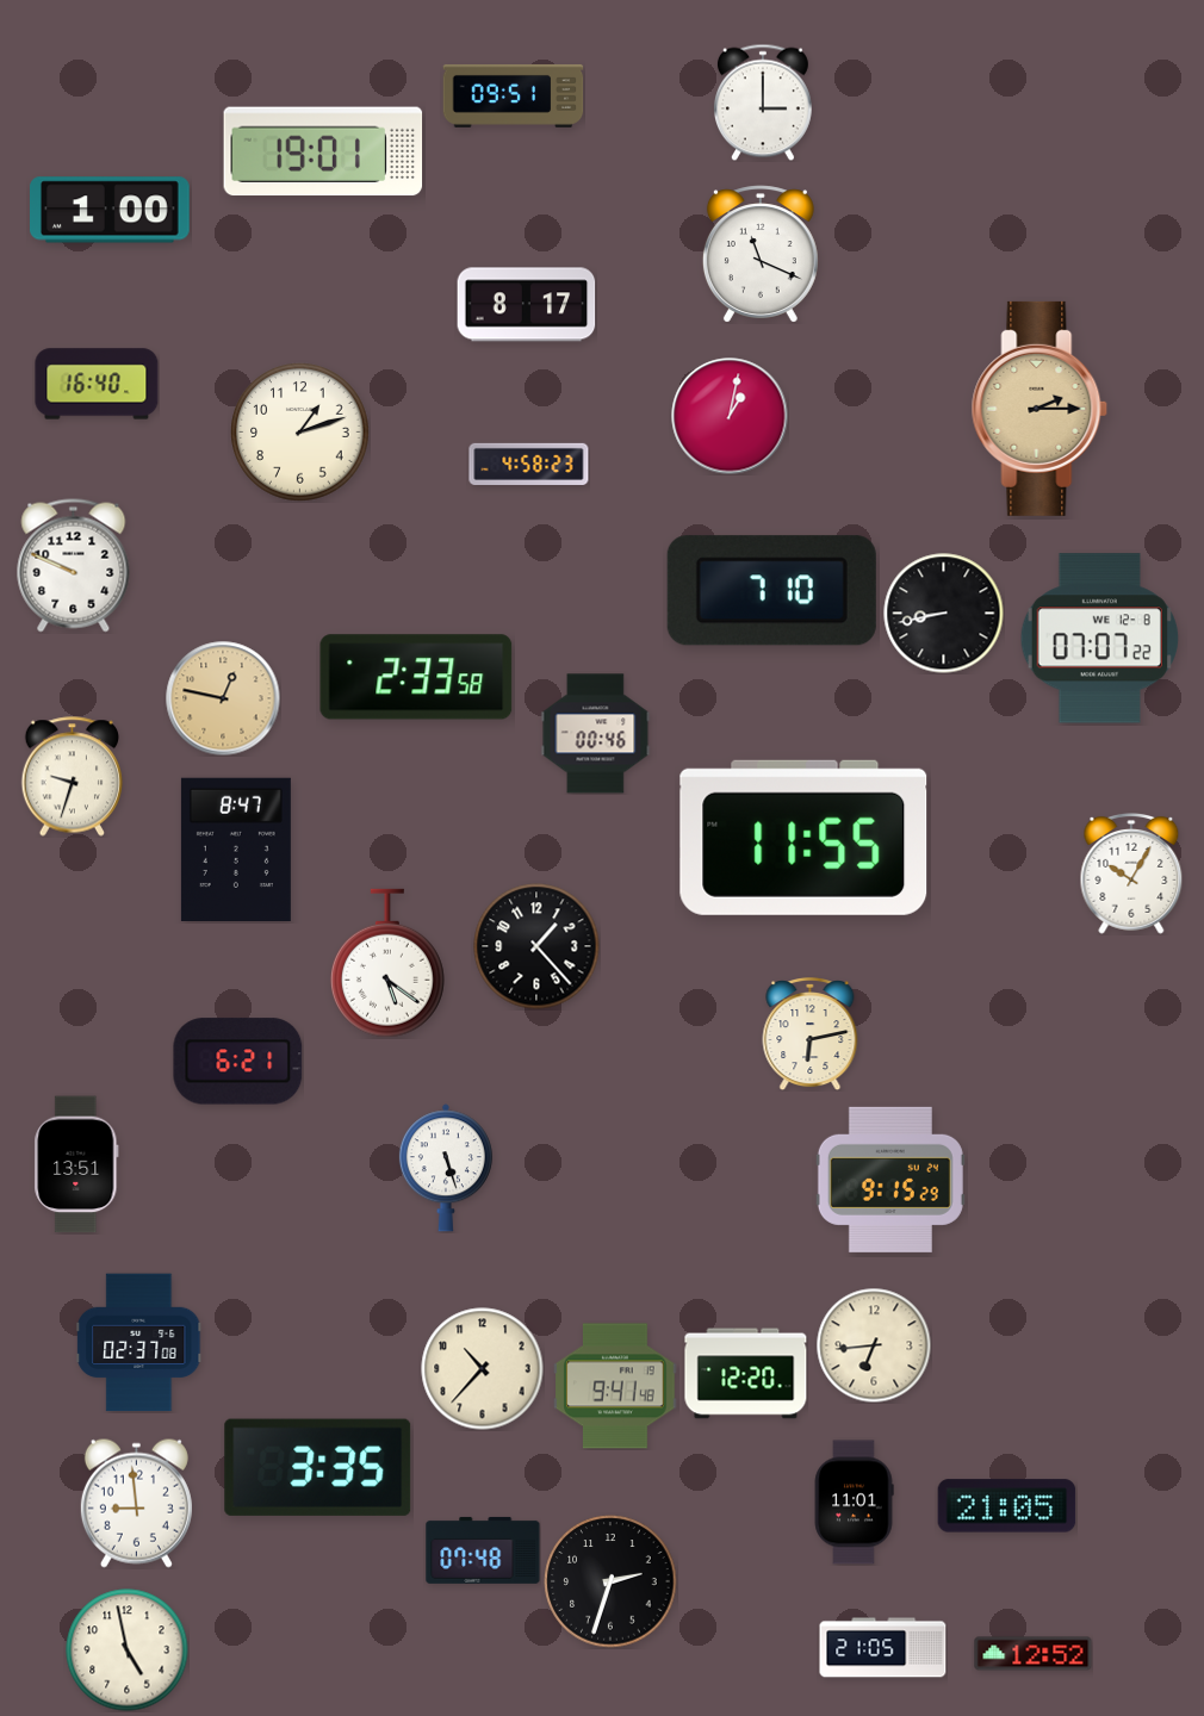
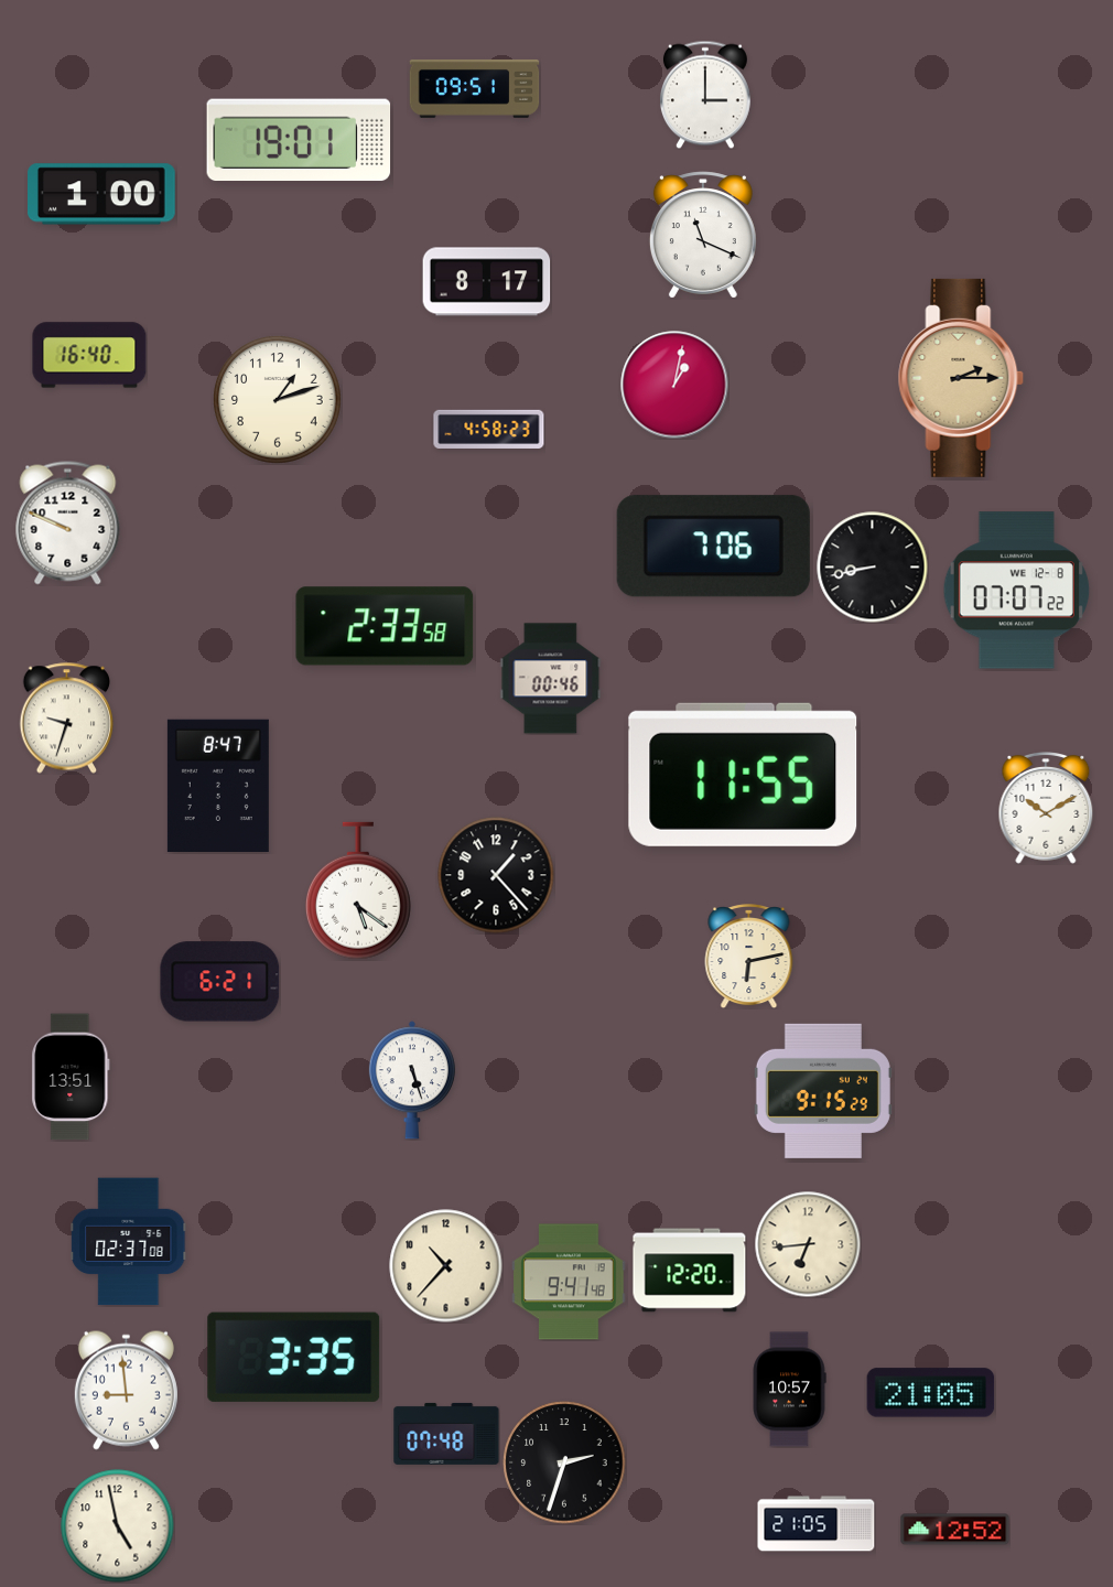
clock at (771, 591): 7:10 -> 7:06
clock at (223, 698): 12:47 -> none
clock at (1131, 875): 10:05 -> 10:10
clock at (854, 1503): 11:01 -> 10:57
